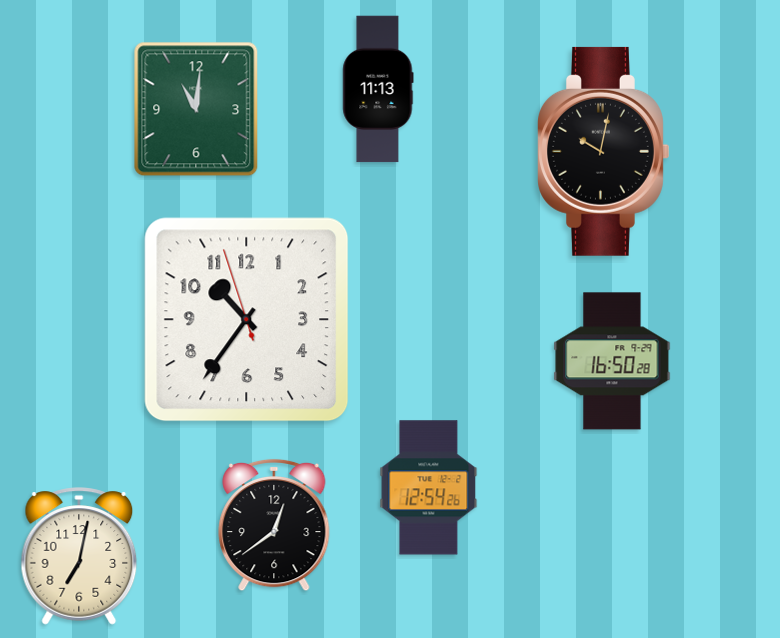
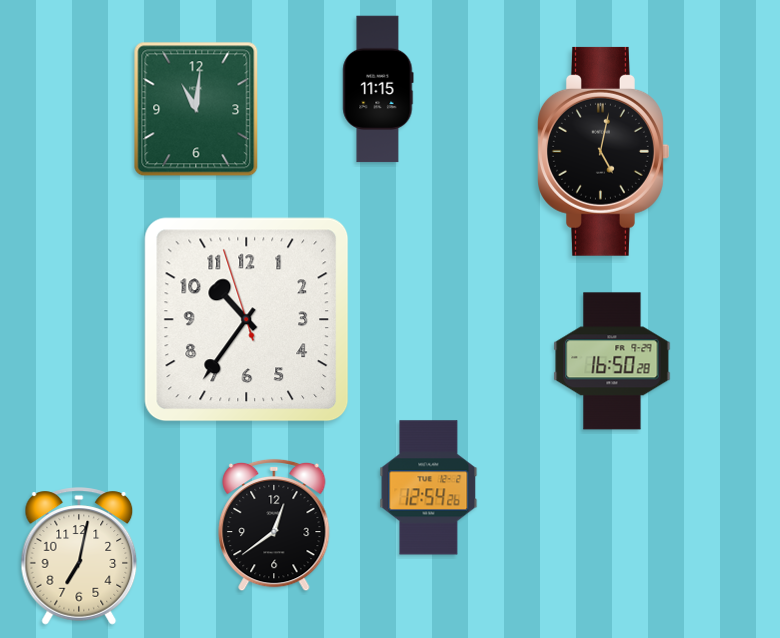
clock at (378, 89): 11:13 -> 11:15
clock at (604, 151): 10:02 -> 5:02
